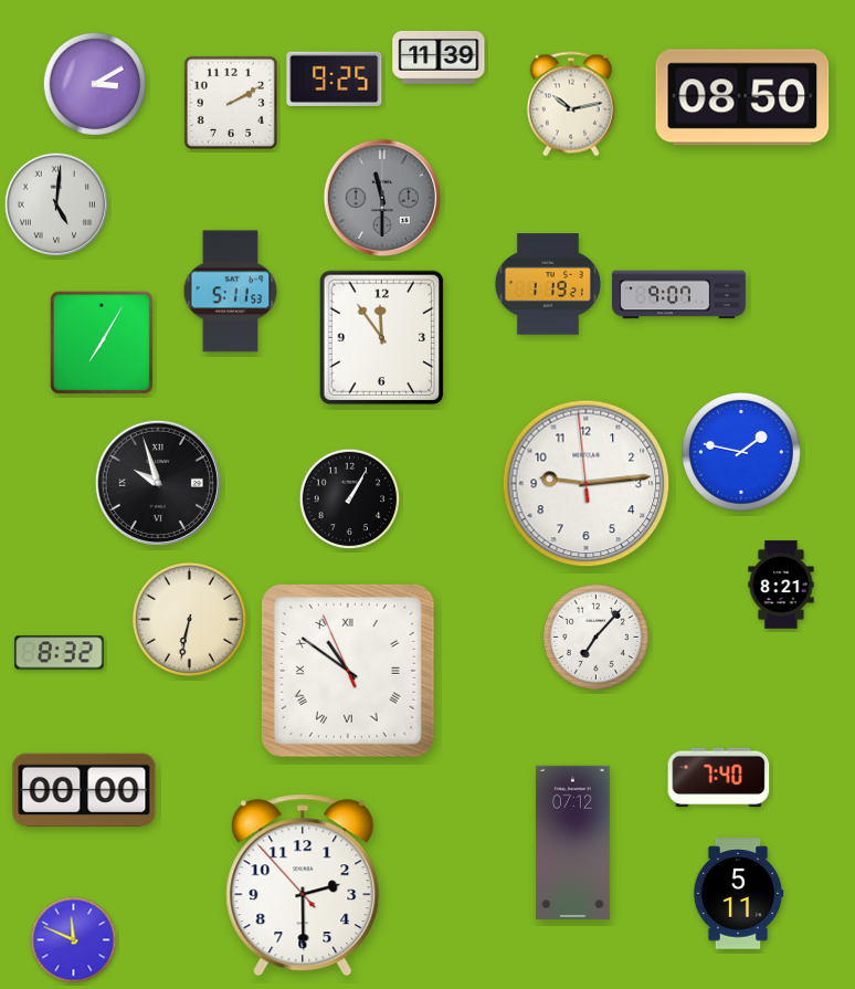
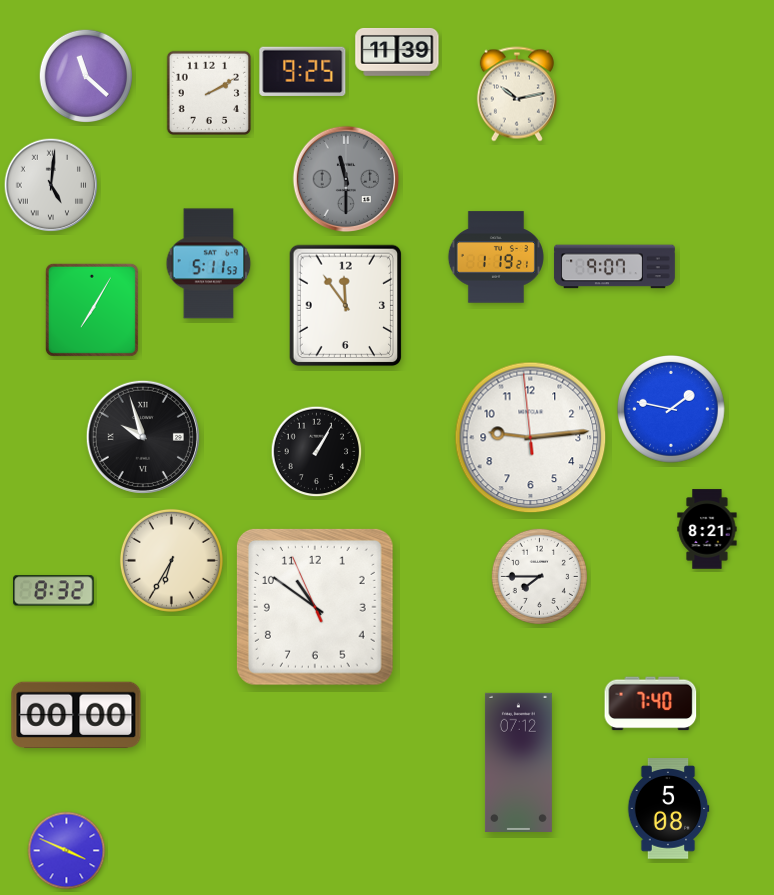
clock at (95, 84): 3:10 -> 11:22
clock at (742, 97): 08:50 -> none
clock at (189, 619): 6:32 -> 6:35
clock at (595, 636): 7:07 -> 7:45
clock at (348, 671) numerals: Roman -> Arabic
clock at (303, 885): 2:29 -> none
clock at (738, 894): 5:11 -> 5:08
clock at (74, 940): 11:49 -> 3:49
